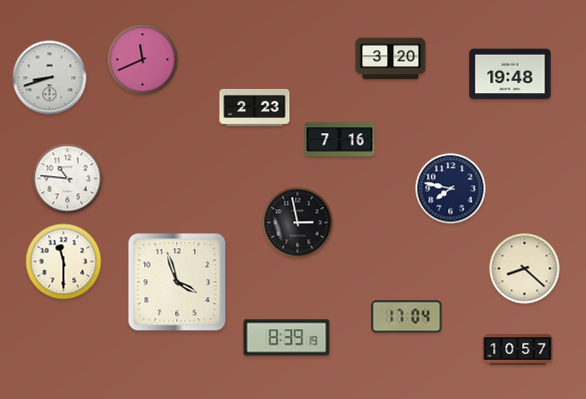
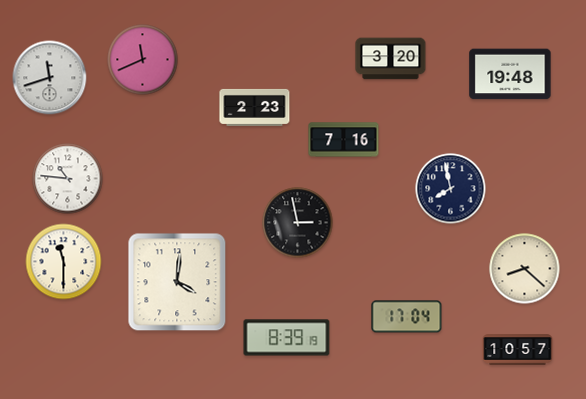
clock at (50, 78): 8:42 -> 11:42
clock at (340, 140) position: (340, 140) -> (344, 140)
clock at (451, 189): 7:47 -> 7:58
clock at (177, 282): 3:57 -> 4:01
